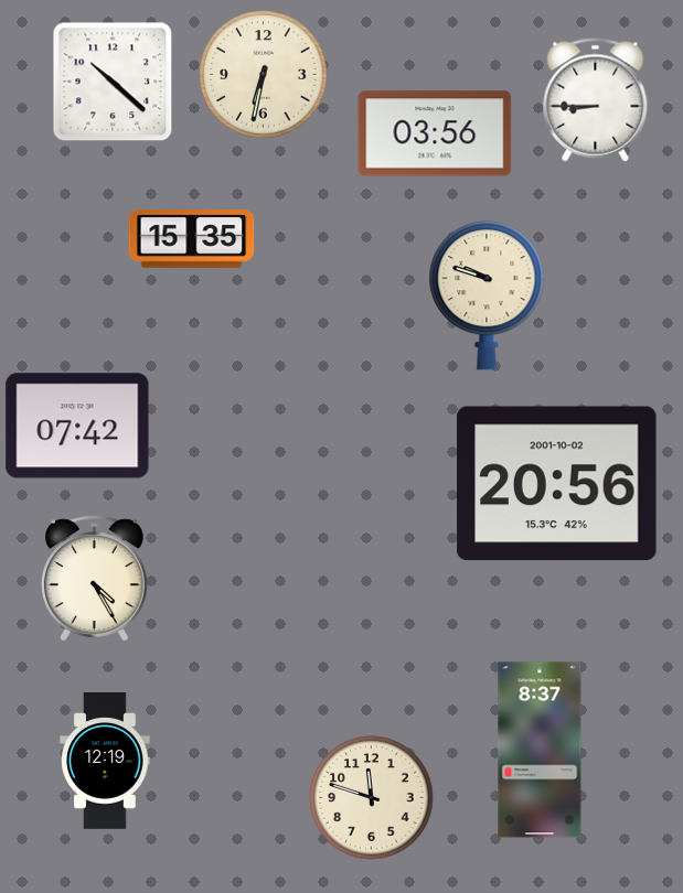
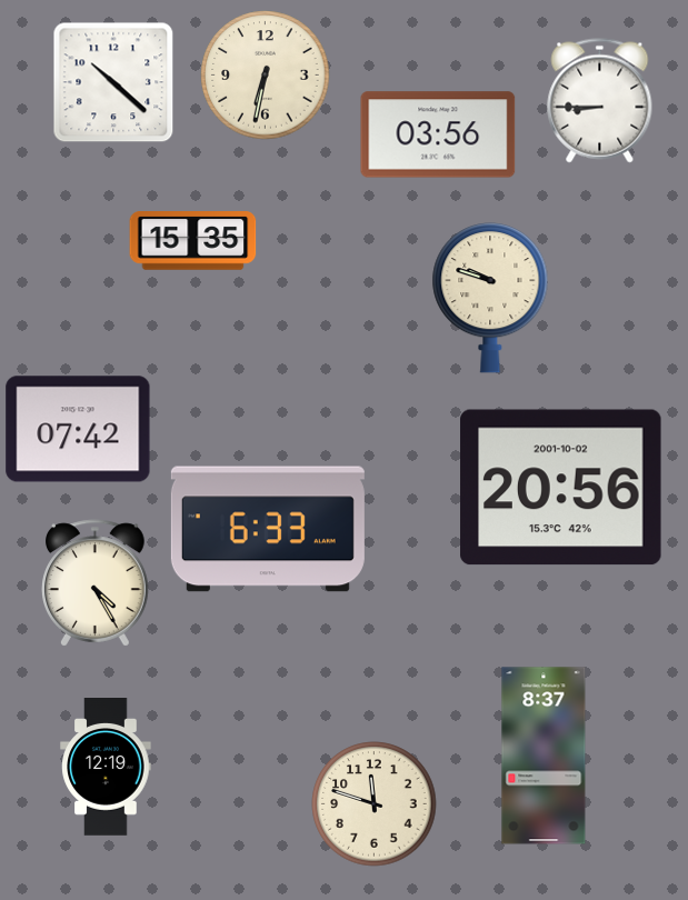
clock at (268, 529): none -> 6:33
